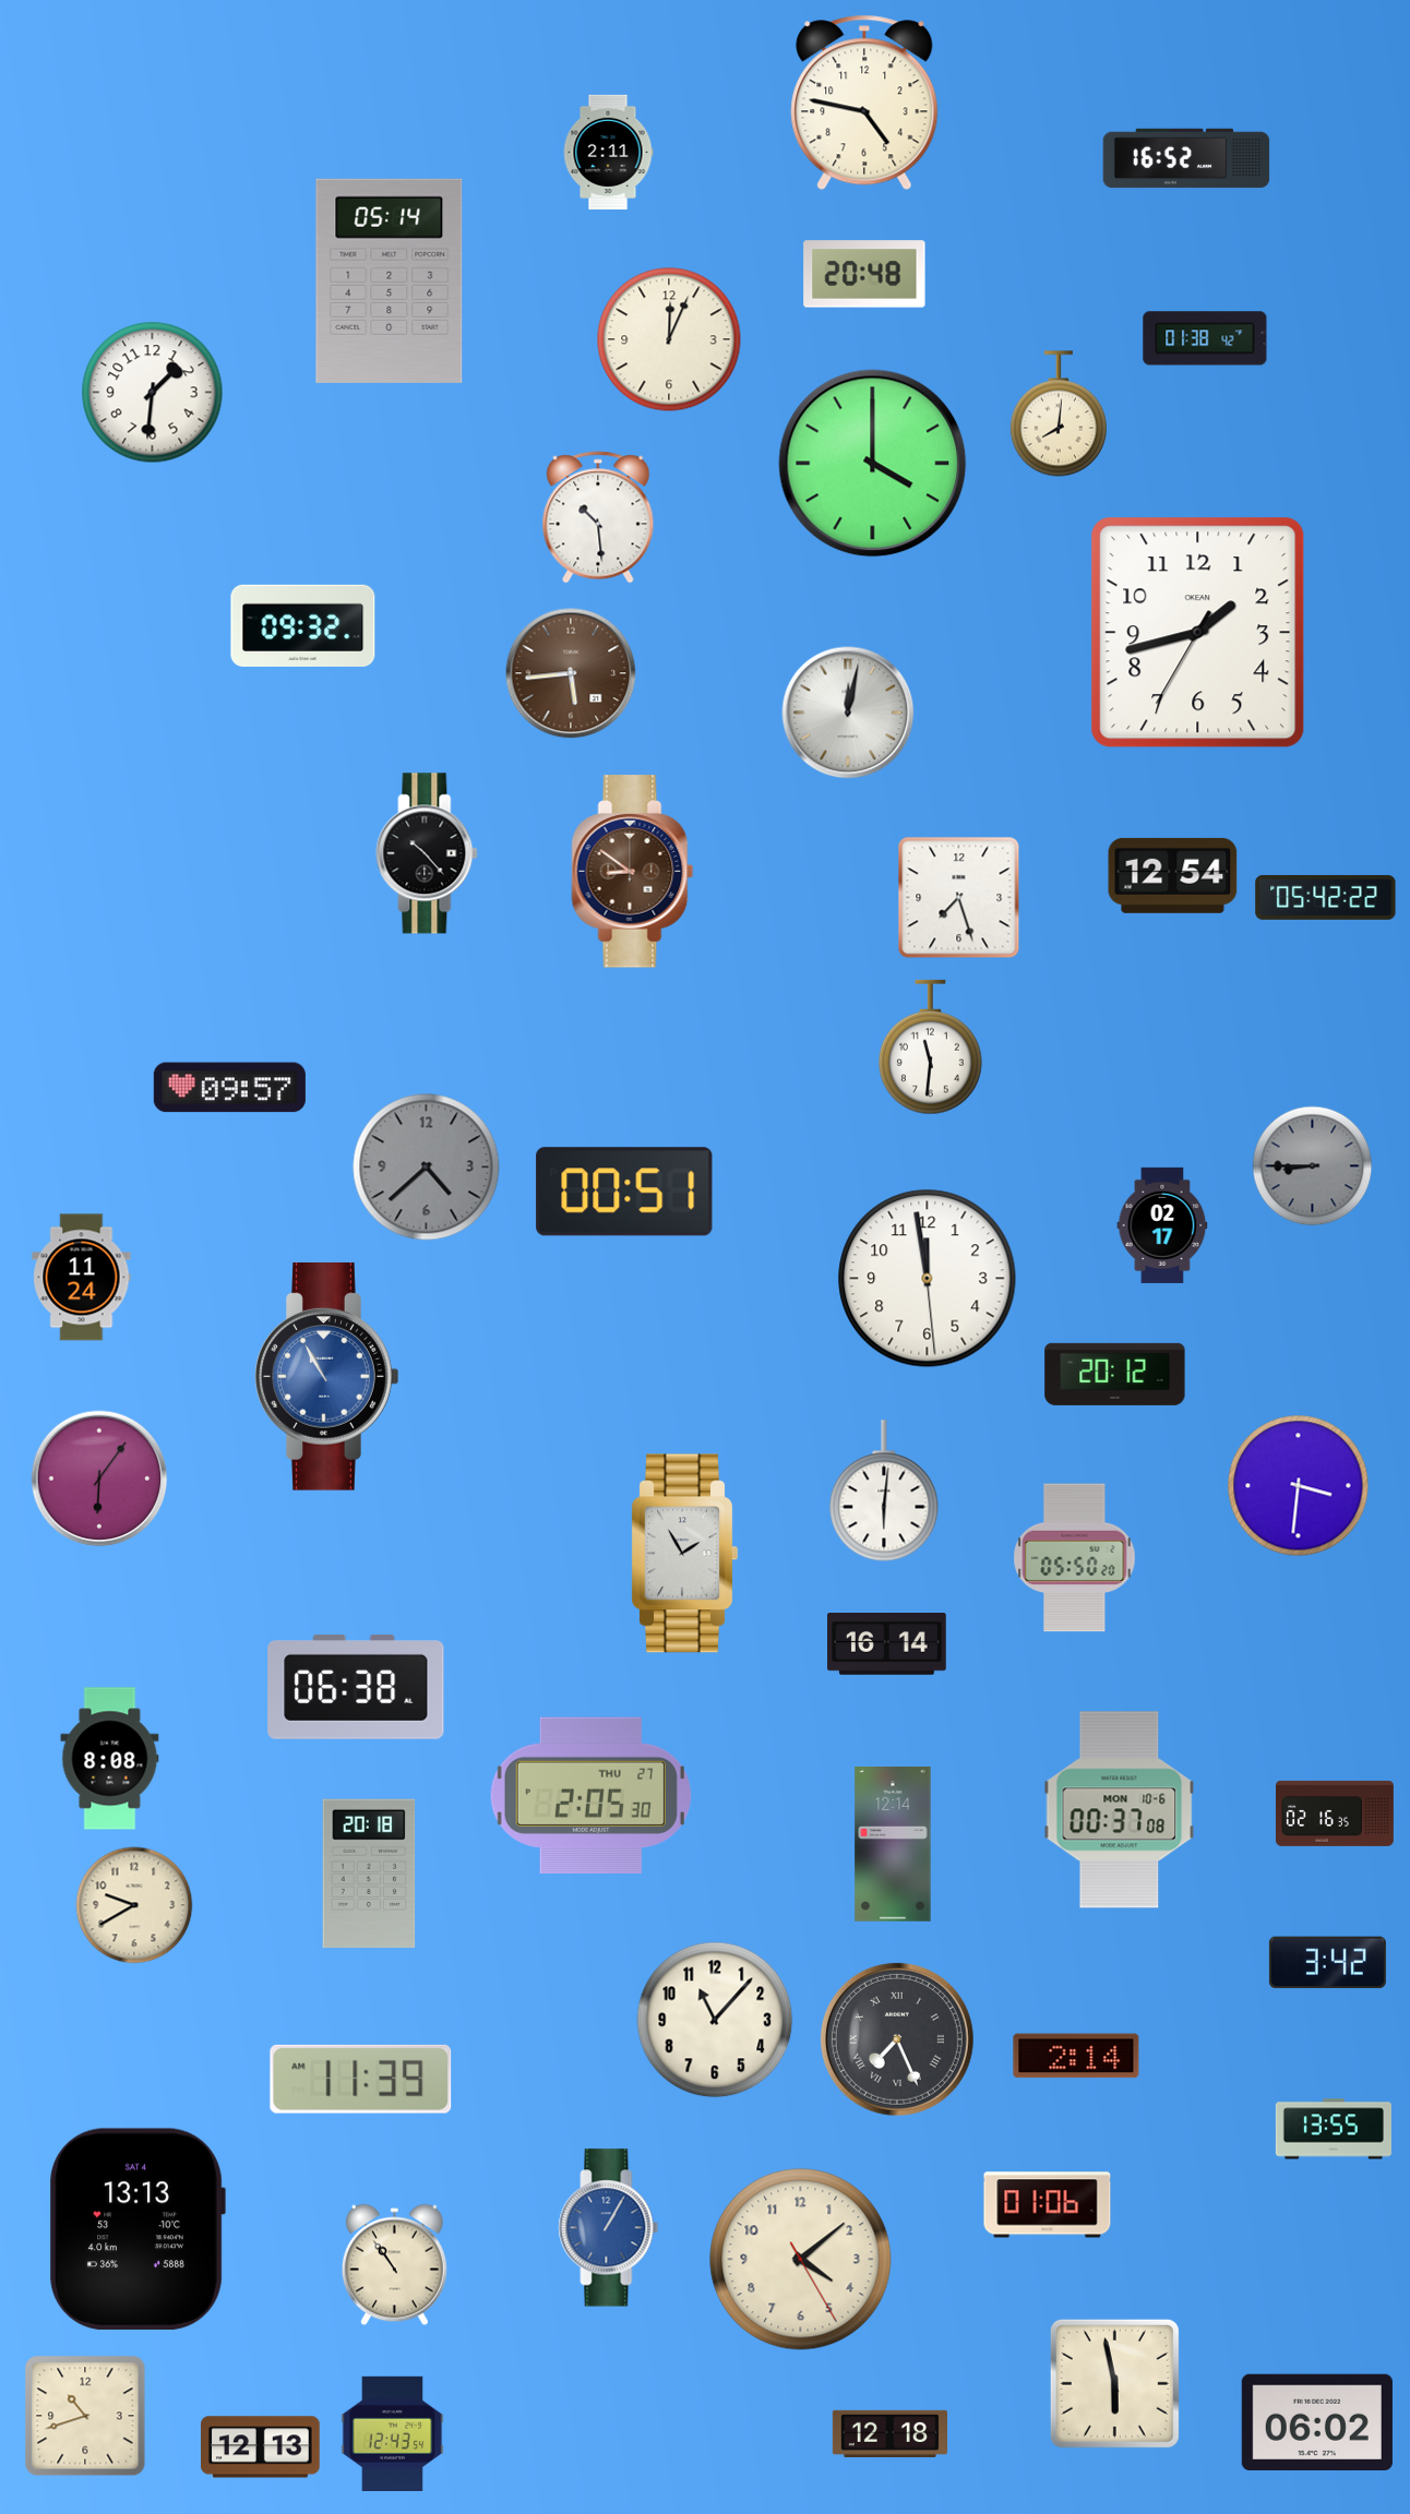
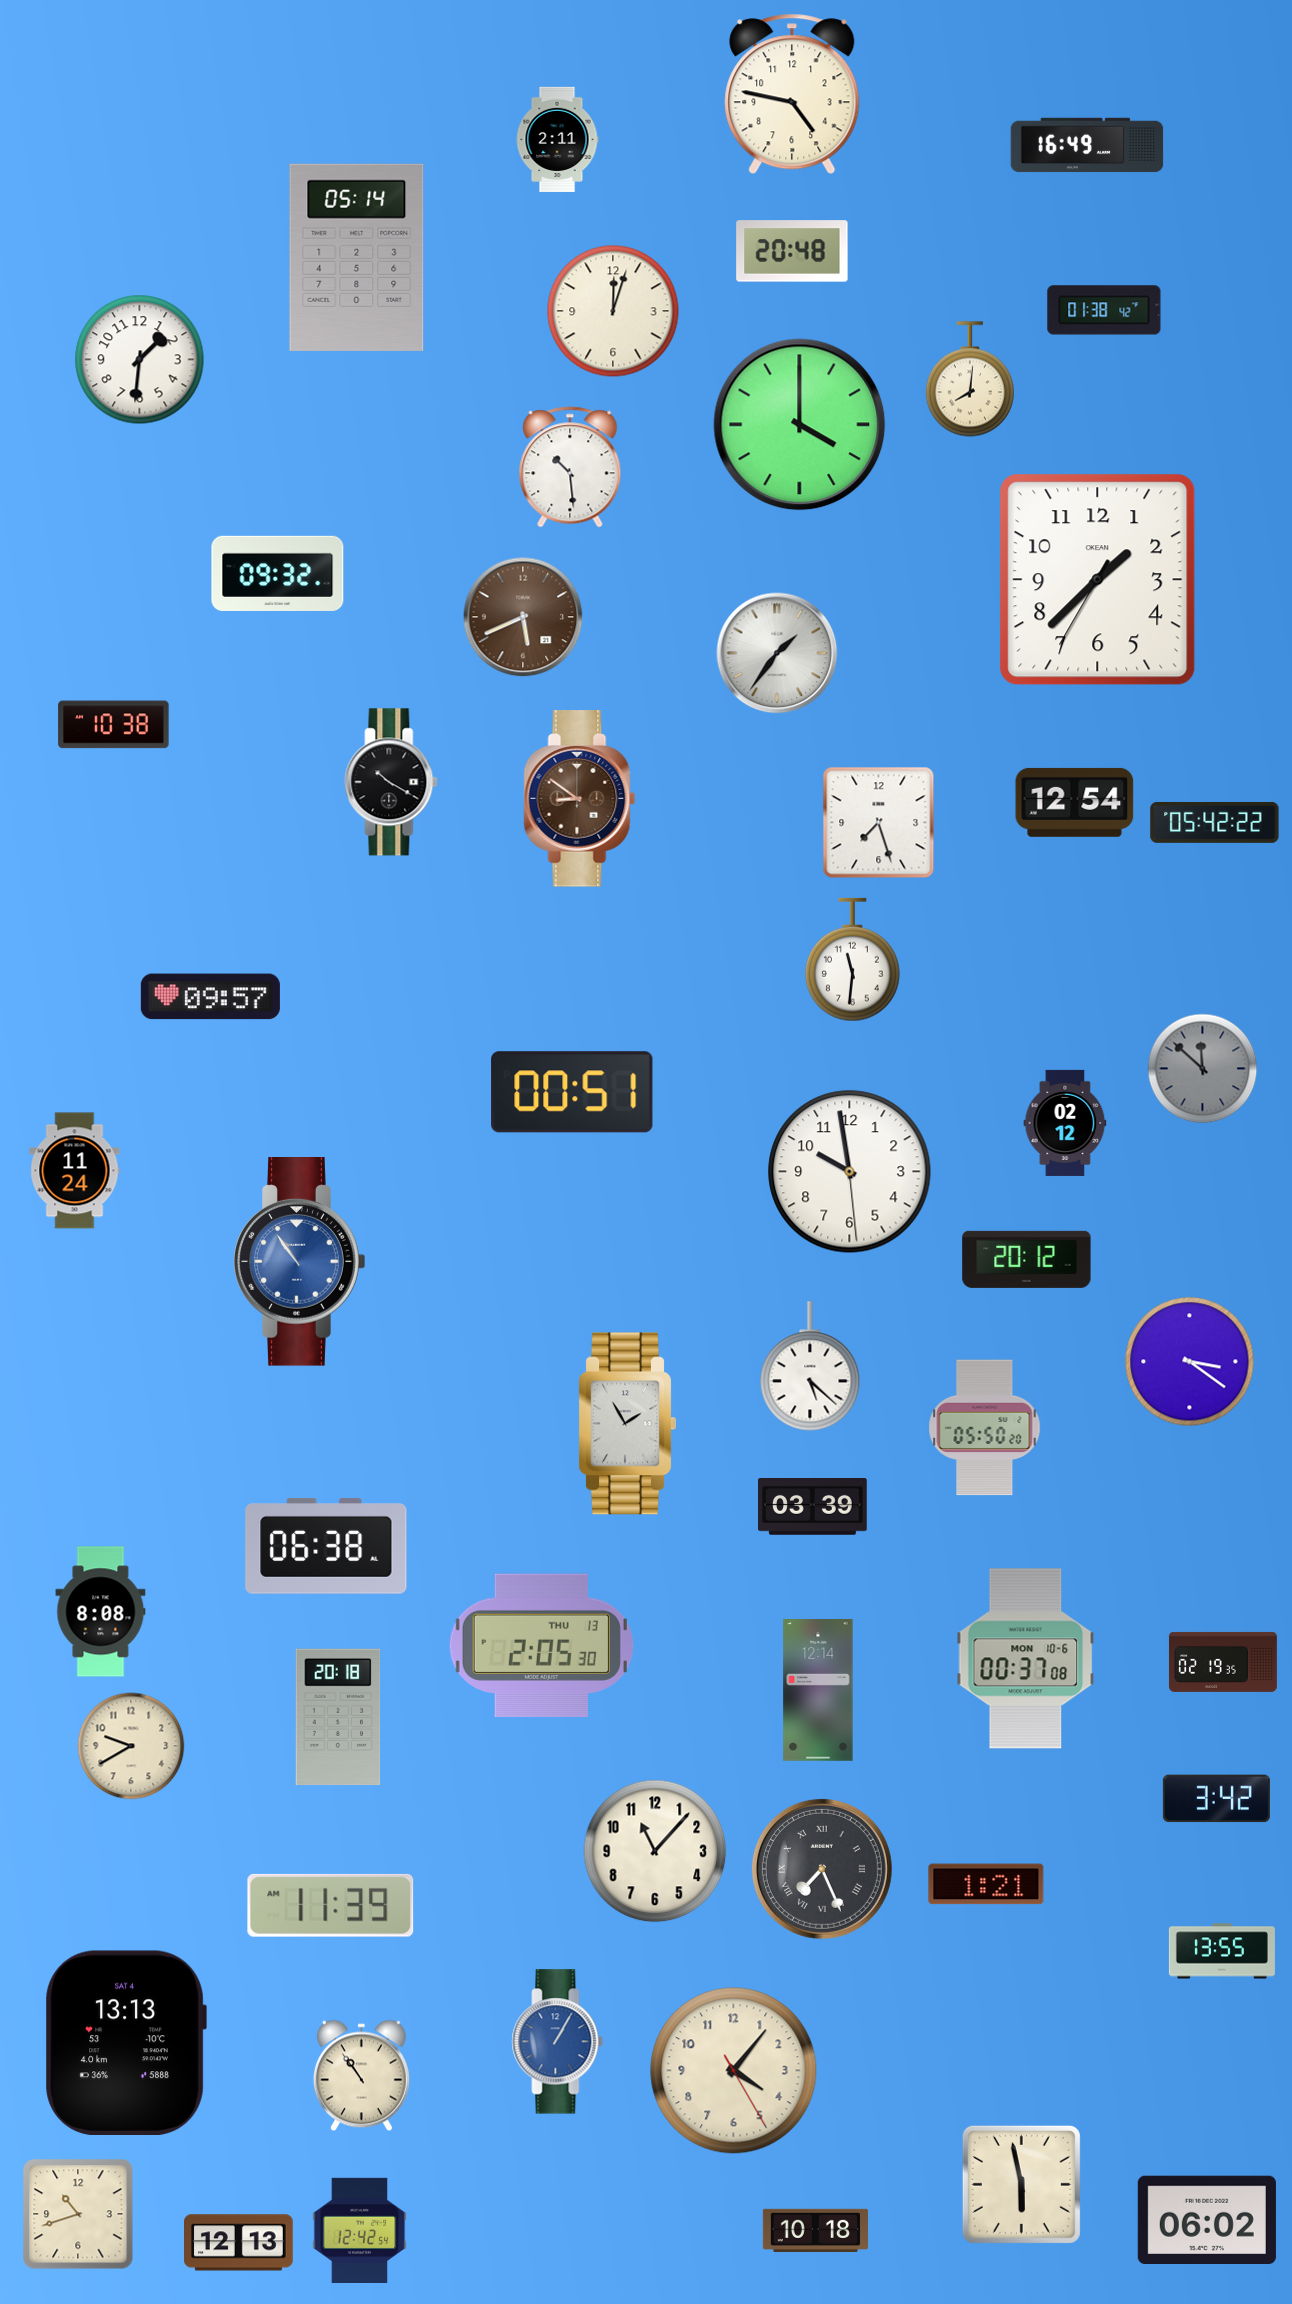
clock at (1186, 158): 16:52 -> 16:49
clock at (669, 339): 12:04 -> 12:03
clock at (598, 517) position: (598, 517) -> (570, 467)
clock at (1198, 633): 1:42 -> 1:37
clock at (571, 673): 5:44 -> 5:41
clock at (848, 713): 12:02 -> 1:36
clock at (114, 725): none -> 10:38
clock at (427, 853): 10:23 -> 10:20
clock at (1313, 1166): 8:45 -> 11:52
clock at (427, 1168): 4:38 -> none
clock at (1162, 1225): 02:17 -> 02:12
clock at (928, 1279): 11:58 -> 9:58
clock at (1115, 1374) position: (1115, 1374) -> (1027, 1259)
clock at (327, 1377): 10:55 -> 10:54
clock at (99, 1479): 6:06 -> none
clock at (1299, 1486): 3:31 -> 3:21
clock at (884, 1491): 6:01 -> 5:22
clock at (887, 1644): 16:14 -> 03:39
clock at (590, 1796) date: THU 27 -> THU 13
clock at (1335, 1813): 02:16 -> 02:19
clock at (134, 1905) position: (134, 1905) -> (131, 1746)
clock at (1076, 2056): 2:14 -> 1:21
clock at (1048, 2205): 01:06 -> none
clock at (801, 2260): 4:08 -> 4:06
clock at (393, 2433): 12:43 -> 12:42
clock at (889, 2433): 12:18 -> 10:18
